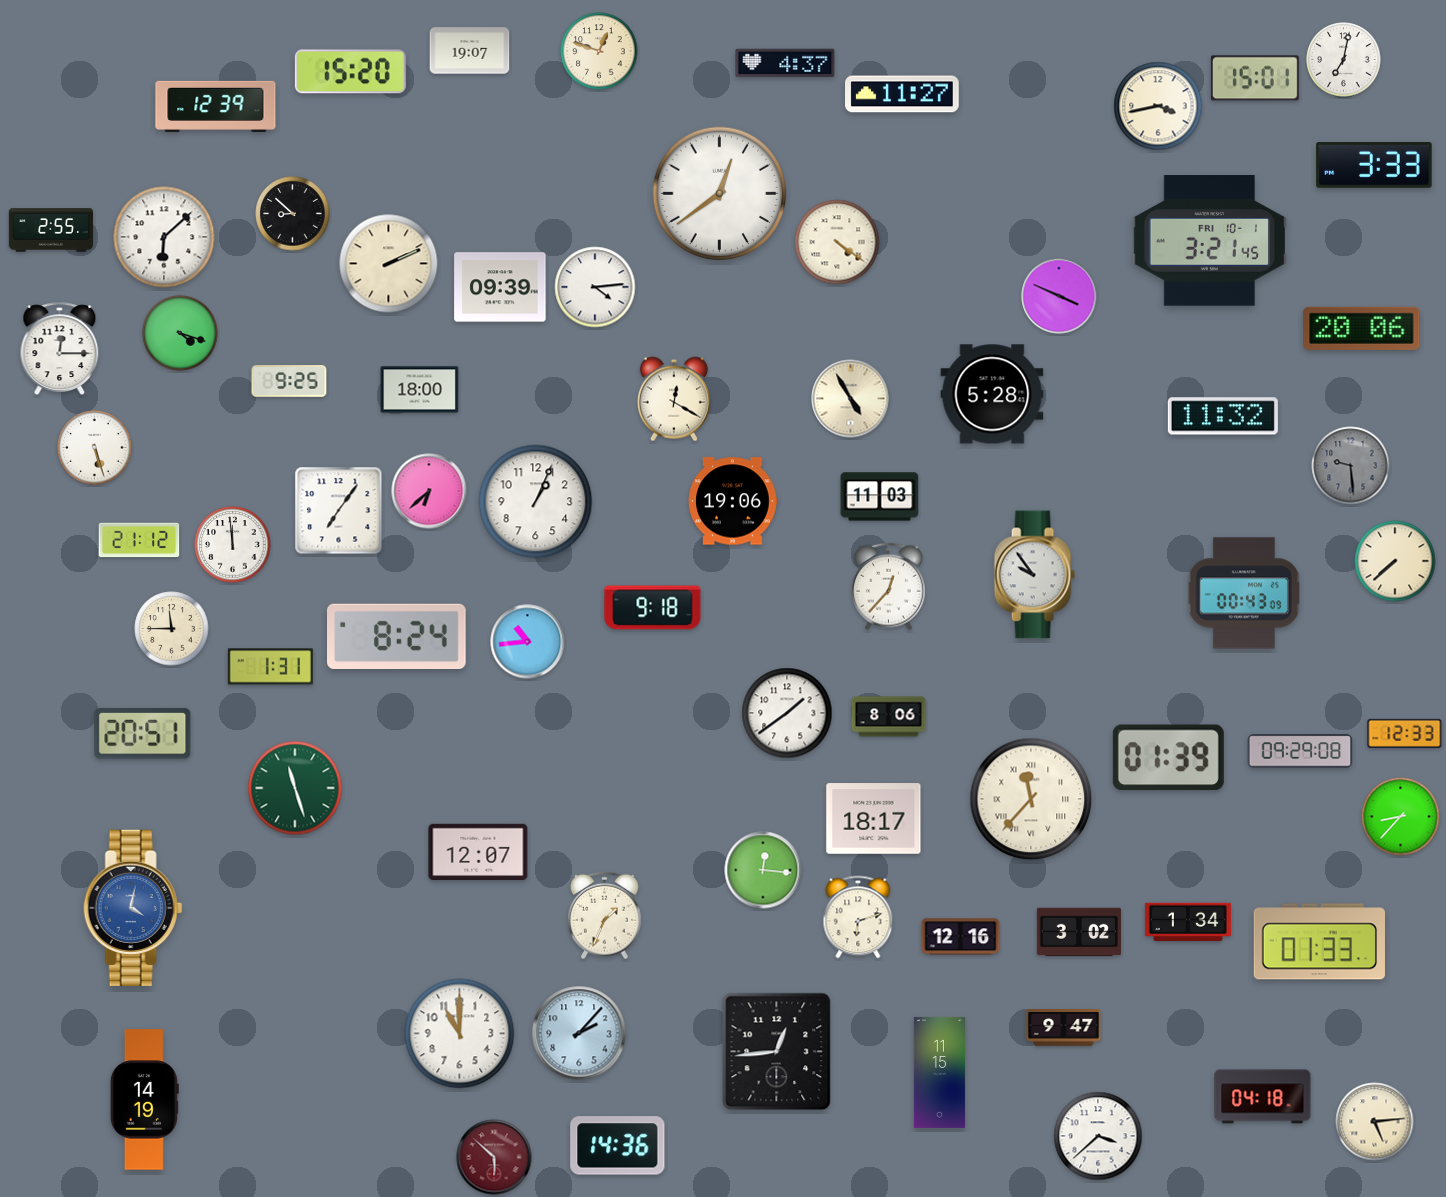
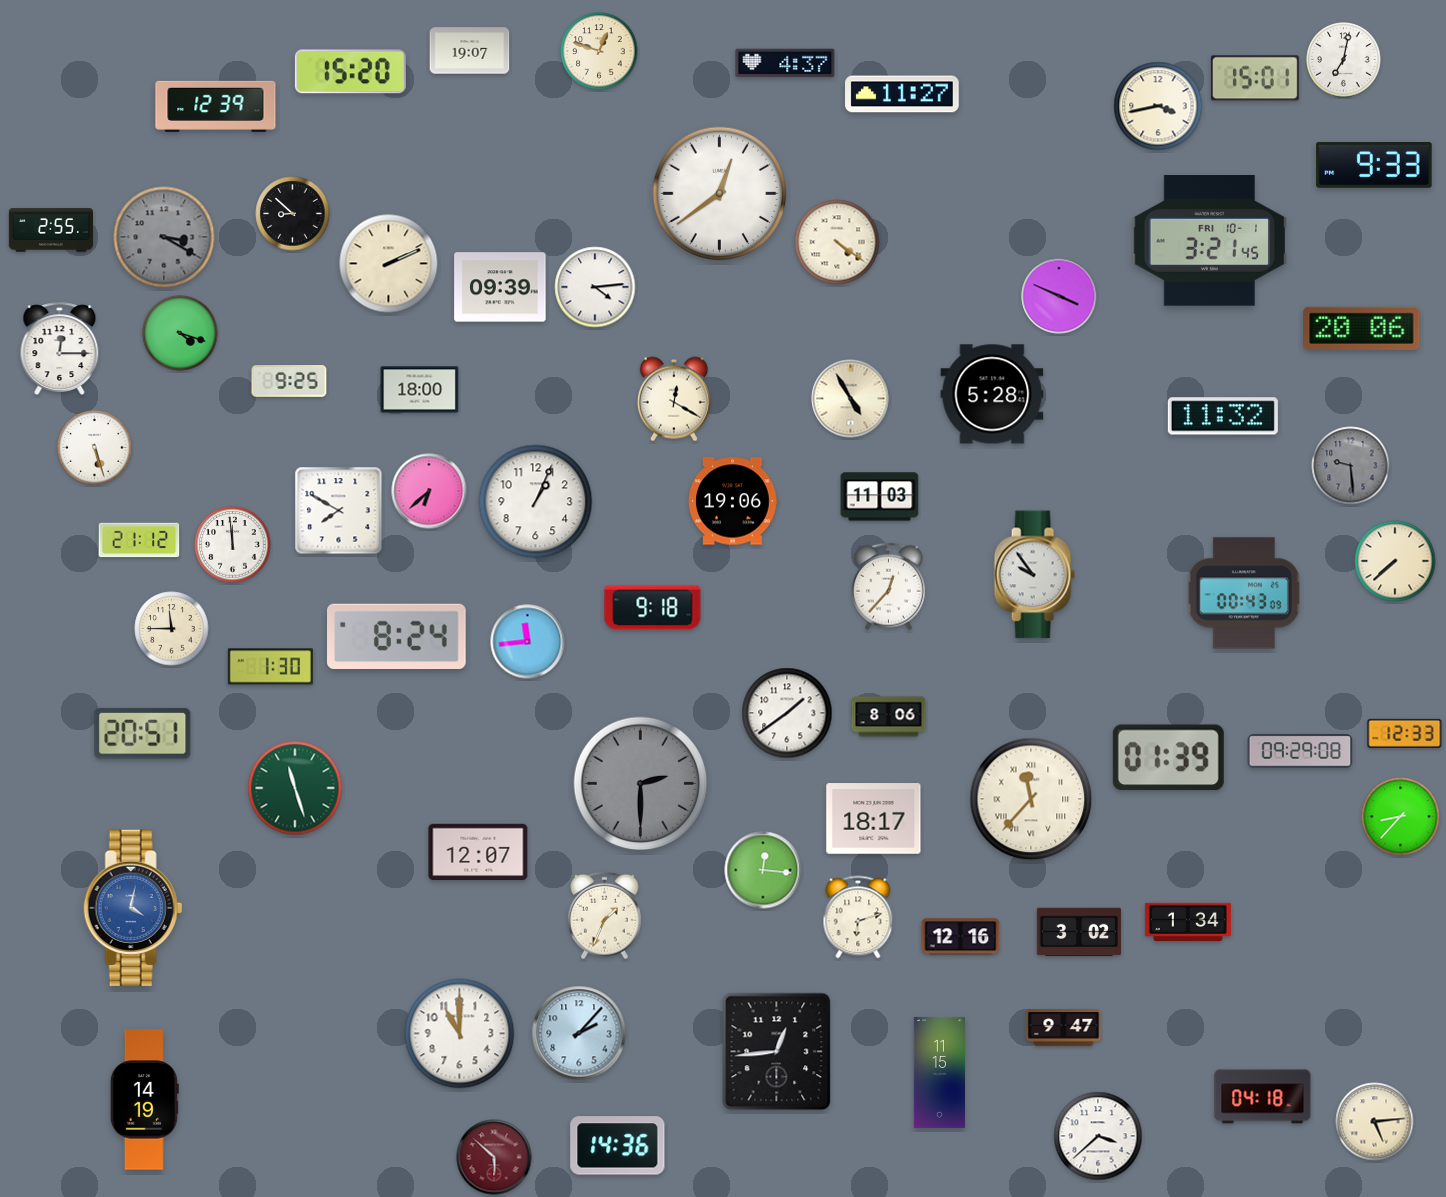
clock at (1374, 166): 3:33 -> 9:33
clock at (164, 237): 6:08 -> 3:20
clock at (164, 237) dial: white -> grey
clock at (339, 511): 7:06 -> 7:50
clock at (528, 642): 10:44 -> 11:44
clock at (270, 667): 1:31 -> 1:30
clock at (641, 784): none -> 2:30
clock at (1319, 942): 01:33 -> none
